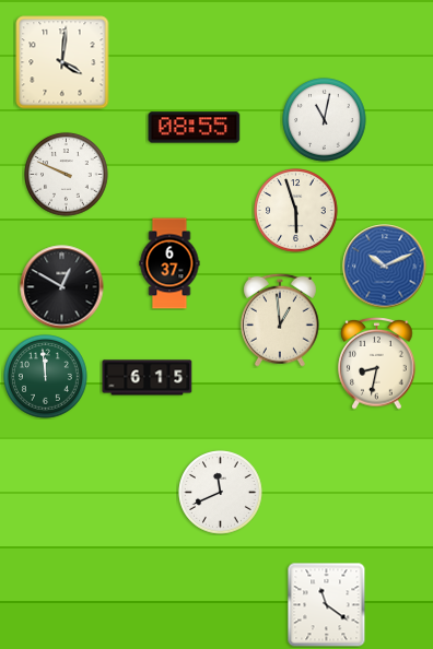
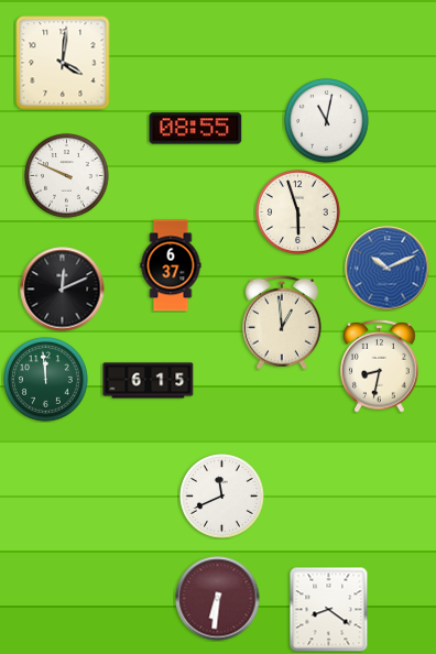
clock at (62, 287): 12:50 -> 12:11
clock at (218, 599): none -> 6:31
clock at (327, 604): 11:21 -> 8:21
